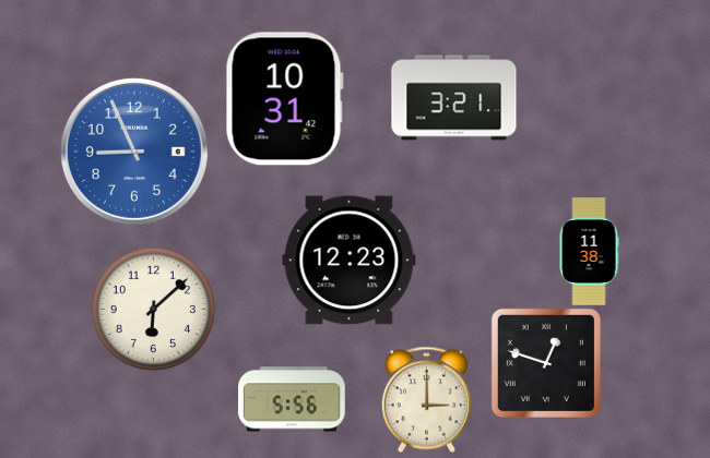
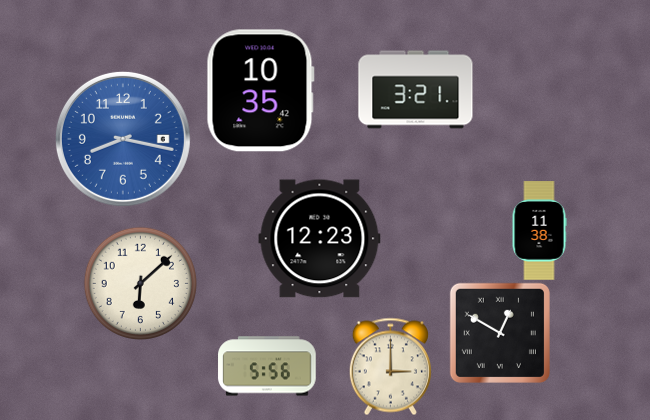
clock at (284, 99): 10:31 -> 10:35
clock at (134, 152): 8:56 -> 8:17
clock at (546, 363): 12:48 -> 12:50
